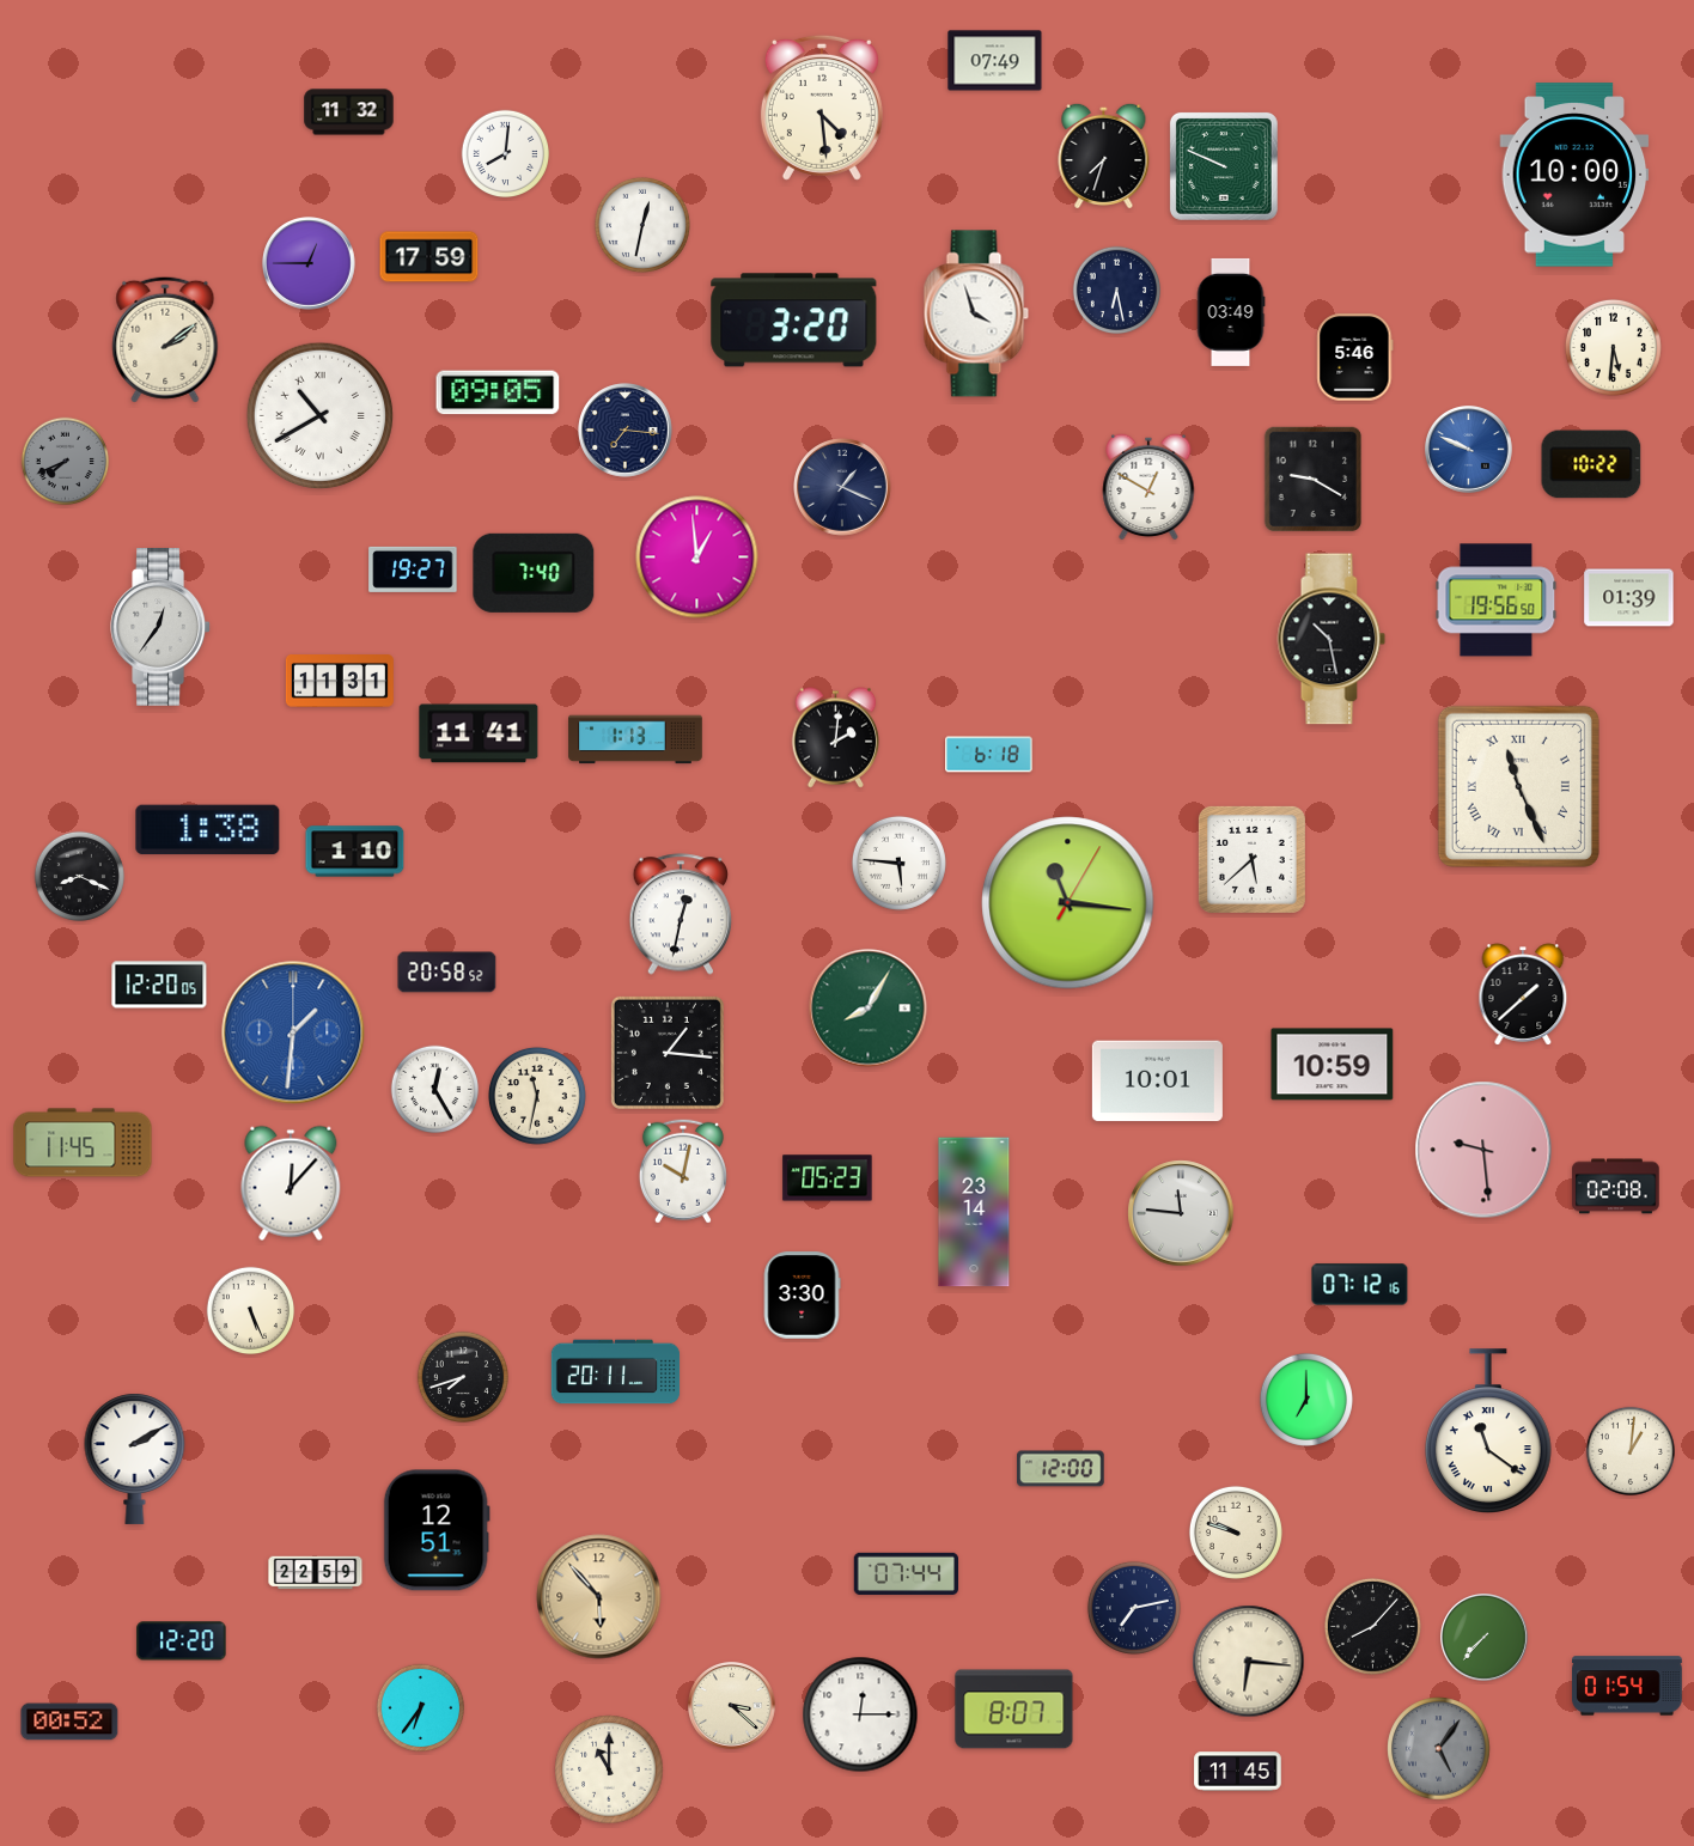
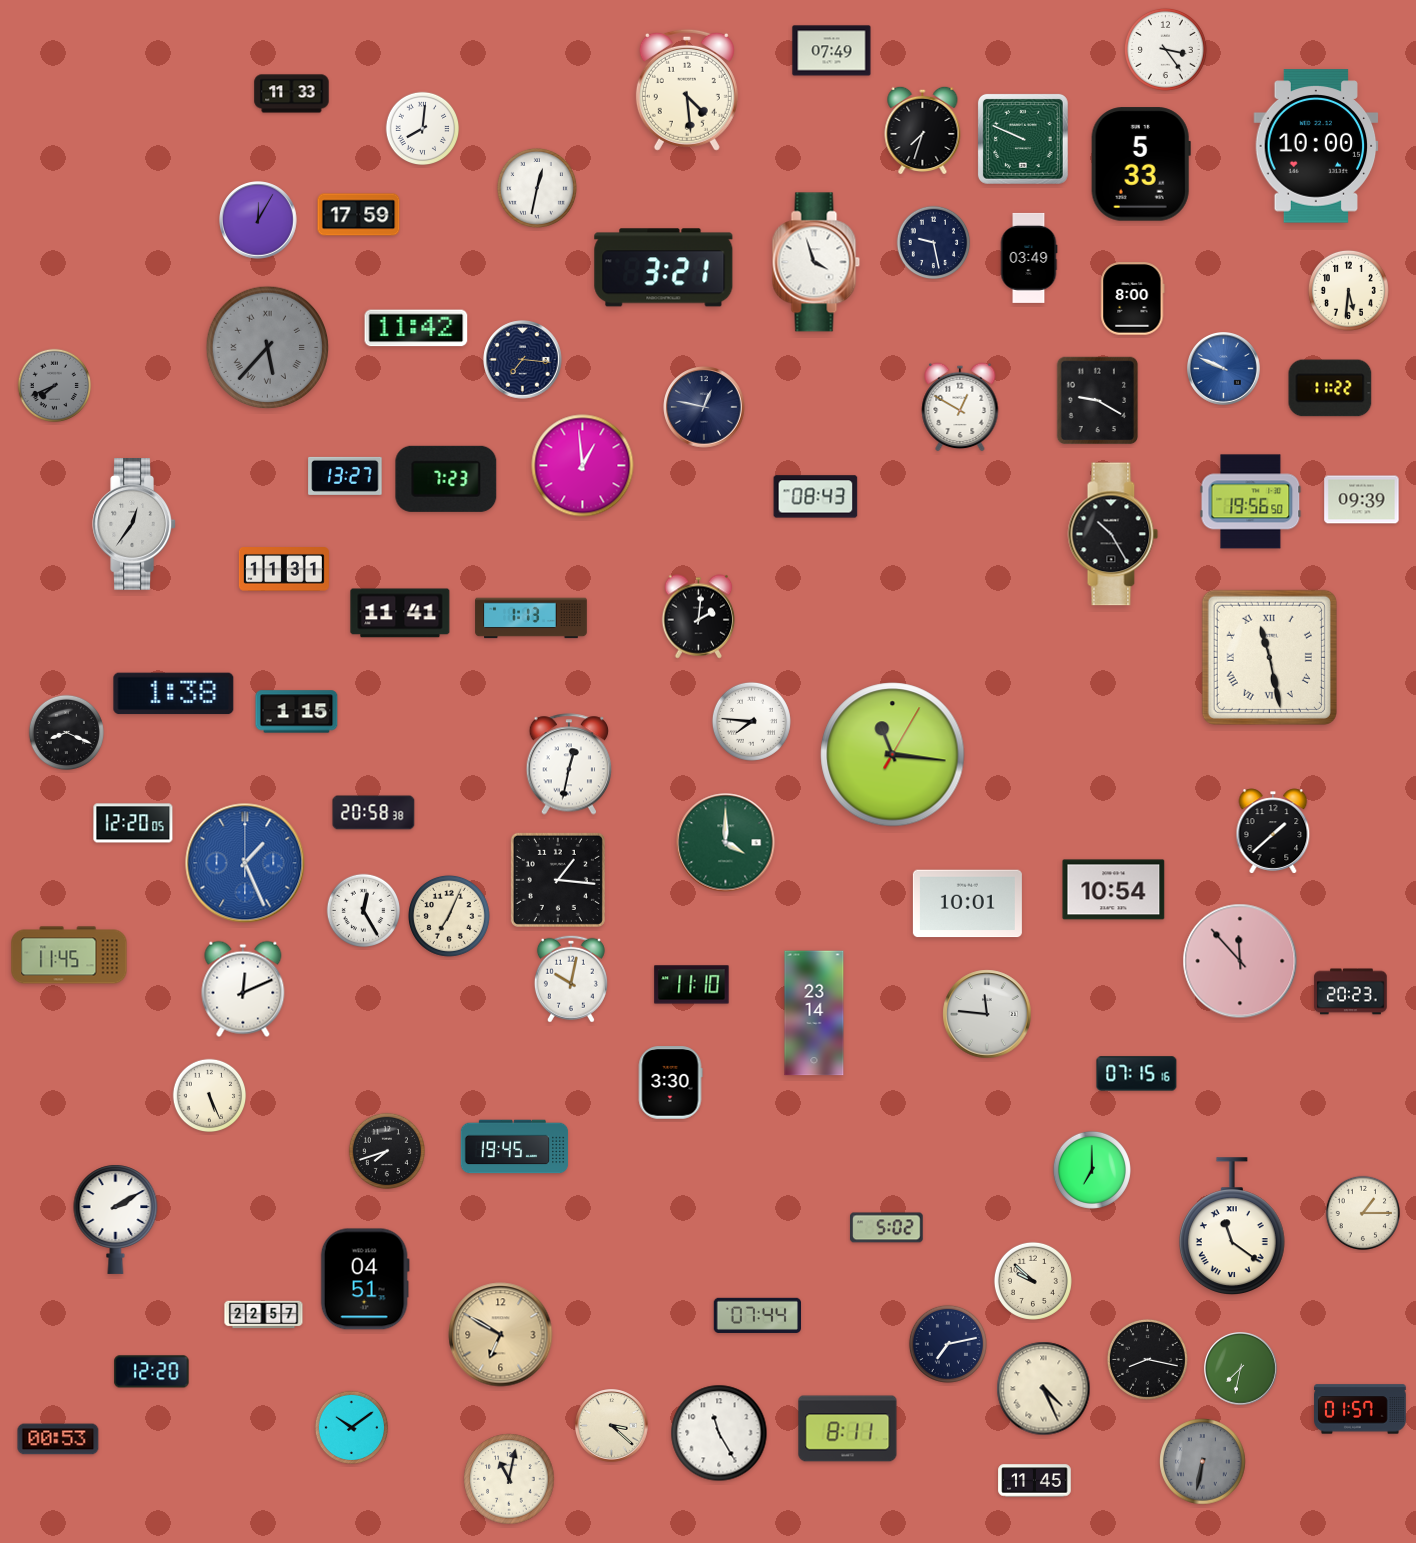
clock at (1166, 50): none -> 3:24
clock at (349, 112): 11:32 -> 11:33
clock at (1141, 164): none -> 5:33
clock at (309, 263): 12:45 -> 12:05
clock at (1117, 291): 6:28 -> 9:28
clock at (1231, 312) position: (1231, 312) -> (1029, 258)
clock at (794, 321): 3:20 -> 3:21
clock at (165, 340): 2:09 -> none
clock at (1355, 358): 5:46 -> 8:00
clock at (498, 392): 09:05 -> 11:42
clock at (321, 416): 10:40 -> 5:37
clock at (321, 416) dial: white -> grey
clock at (1469, 450) position: (1469, 450) -> (1224, 369)
clock at (1591, 464): 10:22 -> 11:22
clock at (842, 487): 1:19 -> 12:47
clock at (413, 569): 19:27 -> 13:27
clock at (534, 573): 7:40 -> 7:23
clock at (816, 497): none -> 08:43
clock at (1629, 598): 01:39 -> 09:39
clock at (1332, 639): 10:28 -> 10:25
clock at (989, 755): 6:18 -> none
clock at (1518, 786): 11:26 -> 11:28
clock at (355, 852): 1:10 -> 1:15
clock at (1251, 859): 5:38 -> none
clock at (898, 863): 5:46 -> 7:46
clock at (447, 973): 20:58:52 -> 20:58:38
clock at (869, 1009): 8:05 -> 4:00
clock at (293, 1032): 1:31 -> 1:26
clock at (1333, 1065): 10:59 -> 10:54
clock at (537, 1096): 11:32 -> 7:04
clock at (1483, 1150): 9:29 -> 11:53
clock at (828, 1178): 05:23 -> 11:10
clock at (291, 1183): 12:07 -> 12:11
clock at (1616, 1187): 02:08 -> 20:23
clock at (1360, 1285): 07:12 -> 07:15
clock at (616, 1372): 20:11 -> 19:45
clock at (1488, 1431) position: (1488, 1431) -> (1232, 1226)
clock at (1629, 1450): 1:01 -> 1:15
clock at (135, 1458) position: (135, 1458) -> (116, 1219)
clock at (1061, 1469): 12:00 -> 5:02
clock at (437, 1530): 12:51 -> 04:51
clock at (1236, 1533): 9:48 -> 9:52
clock at (316, 1573): 22:59 -> 22:57
clock at (599, 1597): 5:53 -> 6:50
clock at (1372, 1626): 8:07 -> 8:17
clock at (1485, 1638): 7:37 -> 7:32
clock at (1249, 1662): 6:16 -> 4:26
clock at (1627, 1686): 01:54 -> 01:57
clock at (421, 1708): 6:36 -> 10:09
clock at (1014, 1710): 8:07 -> 8:11
clock at (860, 1714): 12:15 -> 11:25
clock at (69, 1722): 00:52 -> 00:53
clock at (1439, 1749): 5:06 -> 6:32
clock at (609, 1769): 11:00 -> 11:02
